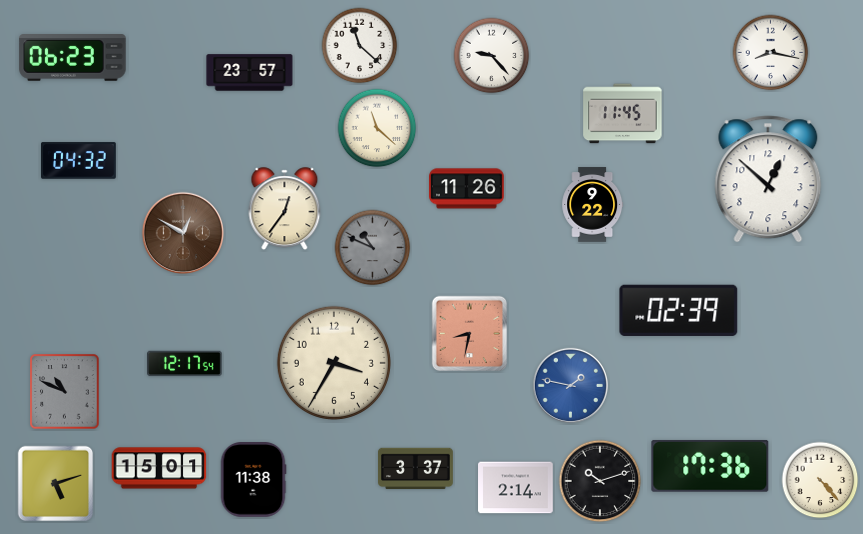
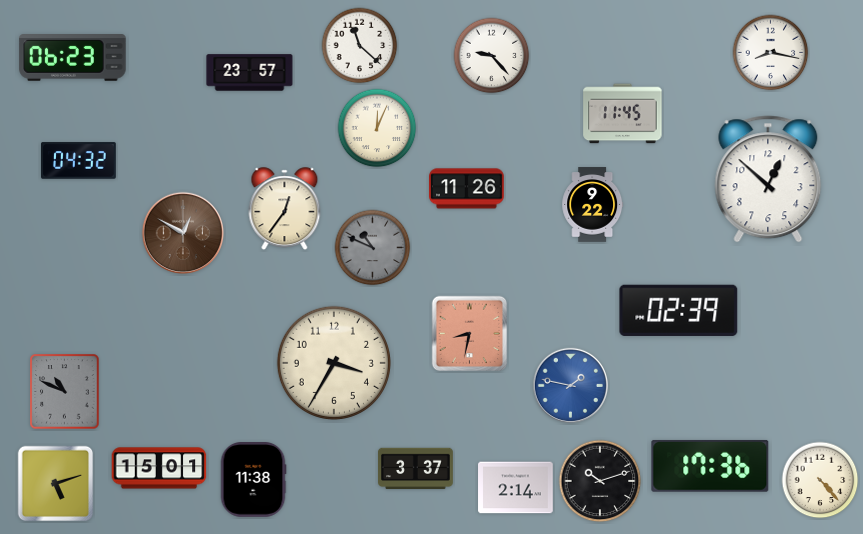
clock at (377, 128): 11:22 -> 12:04
clock at (185, 364): 12:17 -> none
